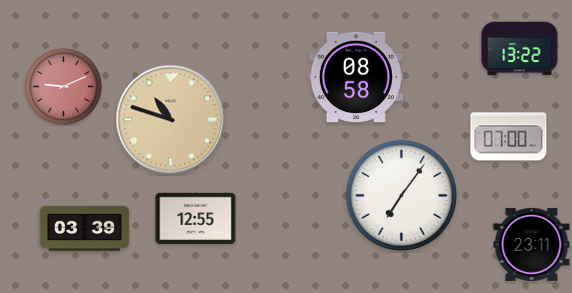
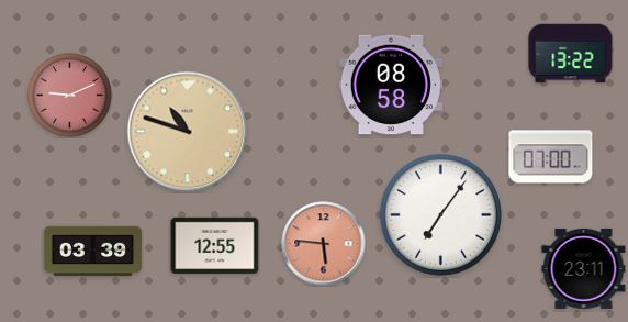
clock at (509, 137) position: (509, 137) -> (551, 157)
clock at (196, 218) position: (196, 218) -> (215, 245)
clock at (324, 244): none -> 5:46
